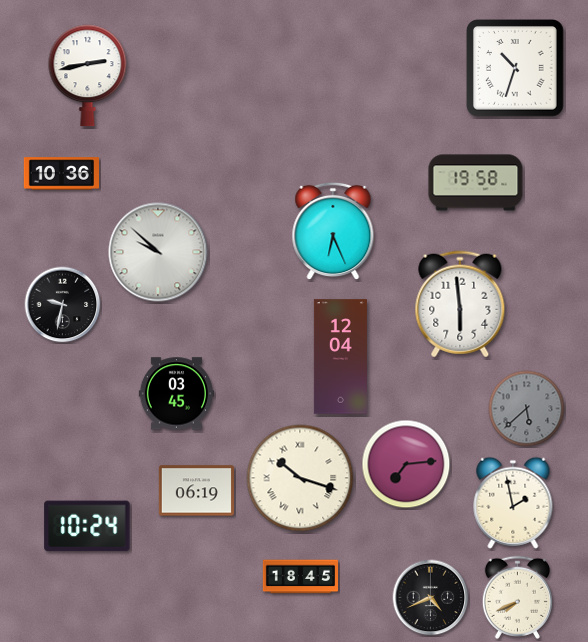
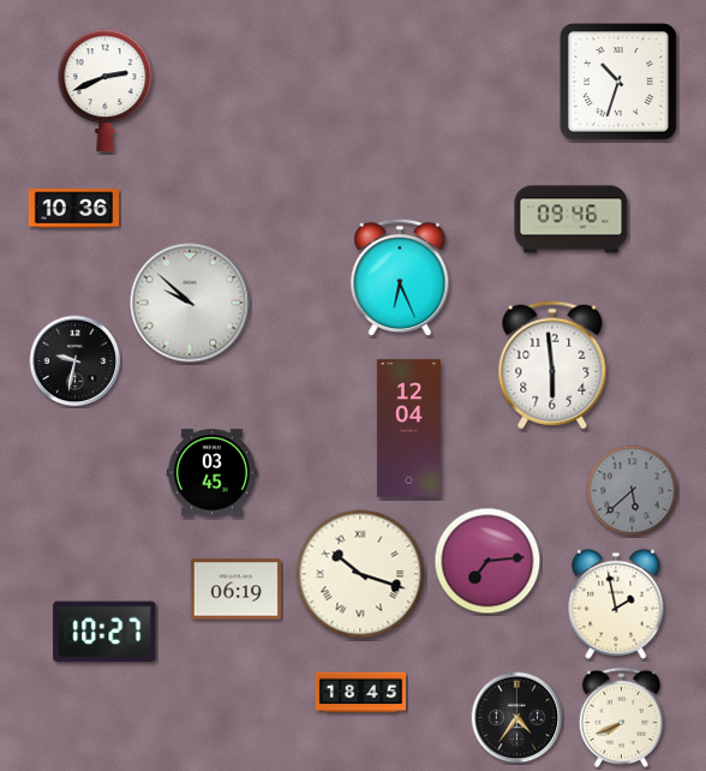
clock at (88, 76): 2:43 -> 2:41
clock at (476, 183): 19:58 -> 09:46
clock at (63, 305) position: (63, 305) -> (76, 361)
clock at (406, 464) position: (406, 464) -> (487, 561)
clock at (87, 526): 10:24 -> 10:27
clock at (431, 598): 4:41 -> 4:36
